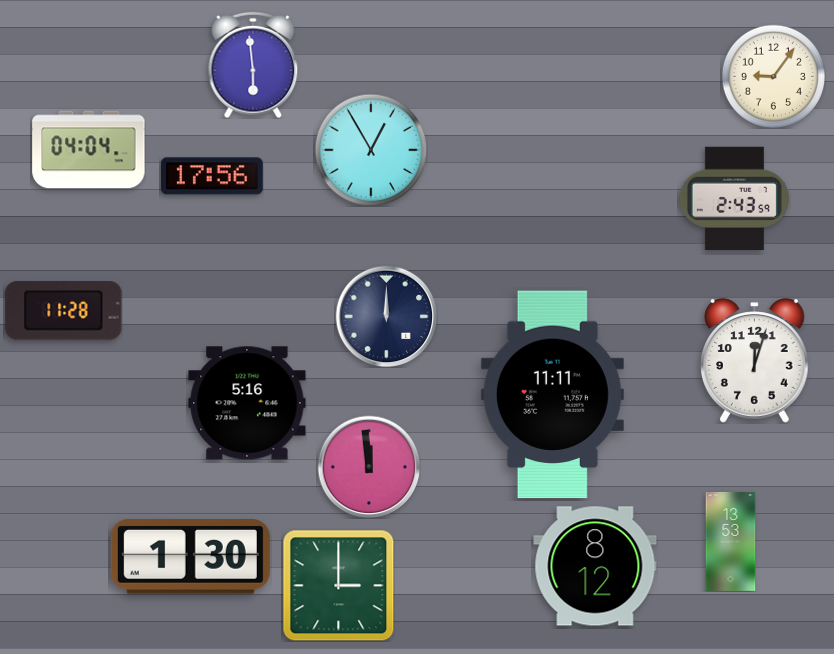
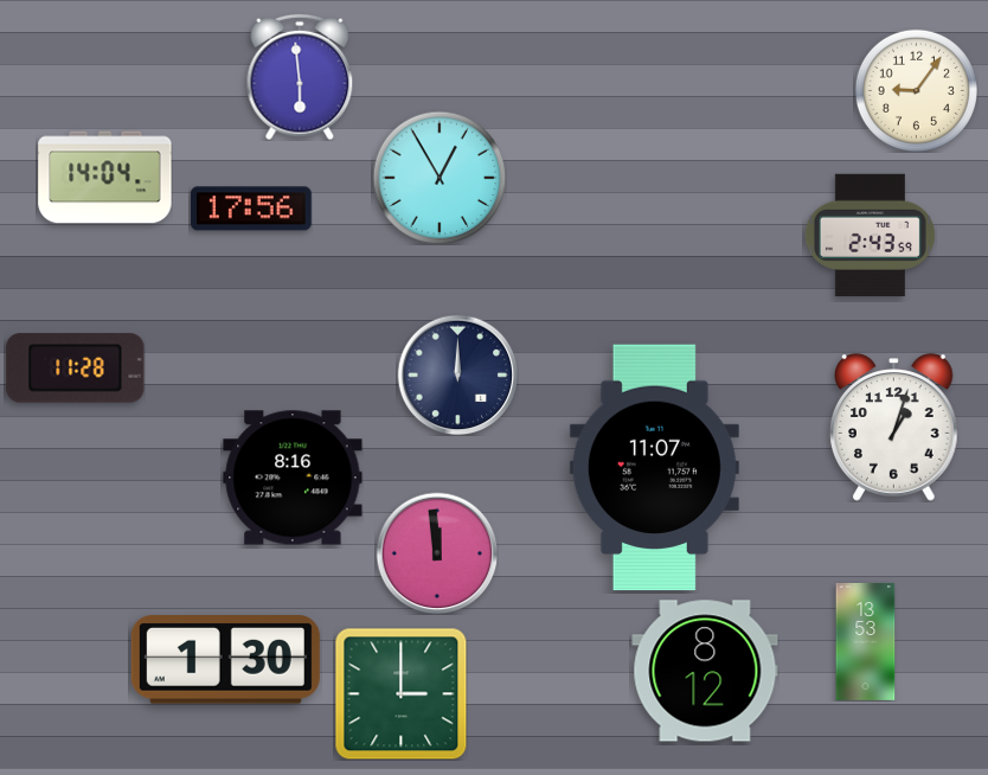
clock at (89, 150): 04:04 -> 14:04
clock at (755, 361): 12:03 -> 1:03
clock at (552, 395): 11:11 -> 11:07
clock at (247, 403): 5:16 -> 8:16
